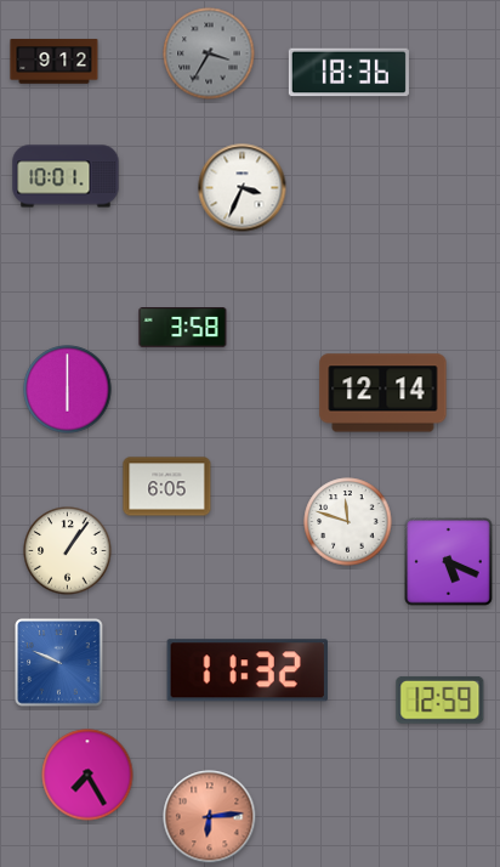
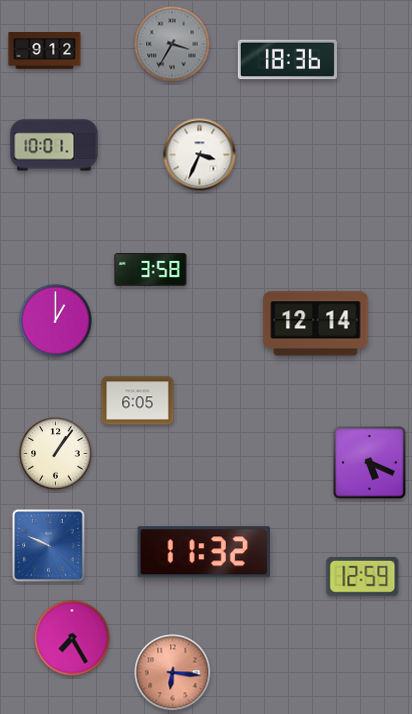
clock at (68, 390): 6:00 -> 1:00
clock at (348, 522): 11:48 -> none
clock at (210, 817): 6:14 -> 6:16
